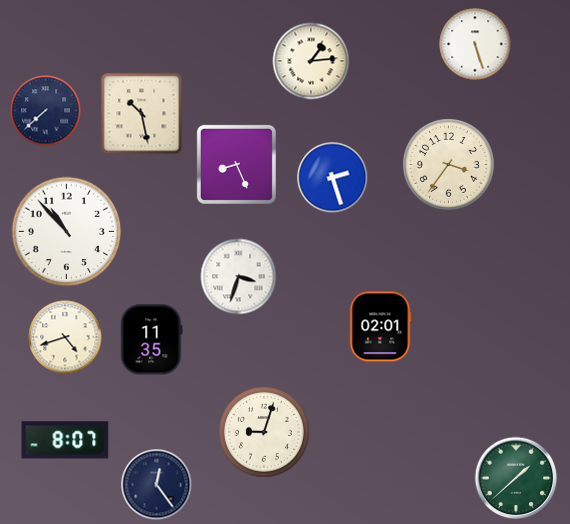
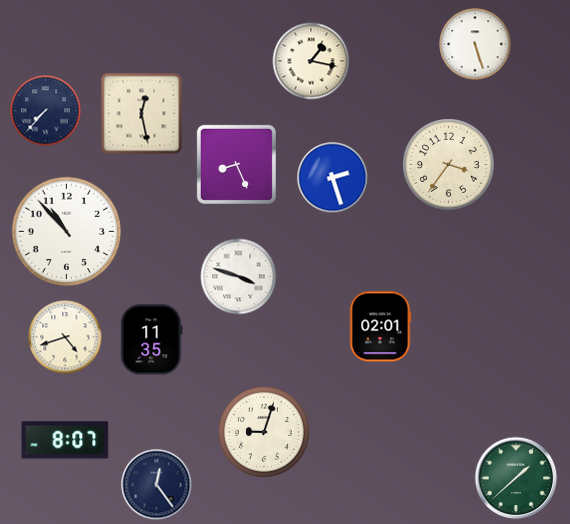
clock at (311, 61): 1:14 -> 1:17
clock at (46, 111): 7:38 -> 7:37
clock at (142, 114): 10:28 -> 12:28
clock at (239, 277): 3:33 -> 3:48
